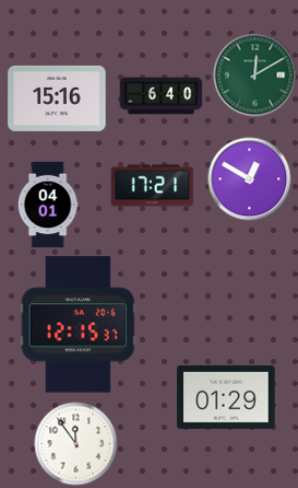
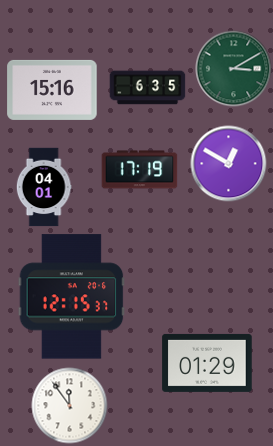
clock at (255, 75): 12:10 -> 3:10
clock at (162, 96): 6:40 -> 6:35
clock at (153, 186): 17:21 -> 17:19
